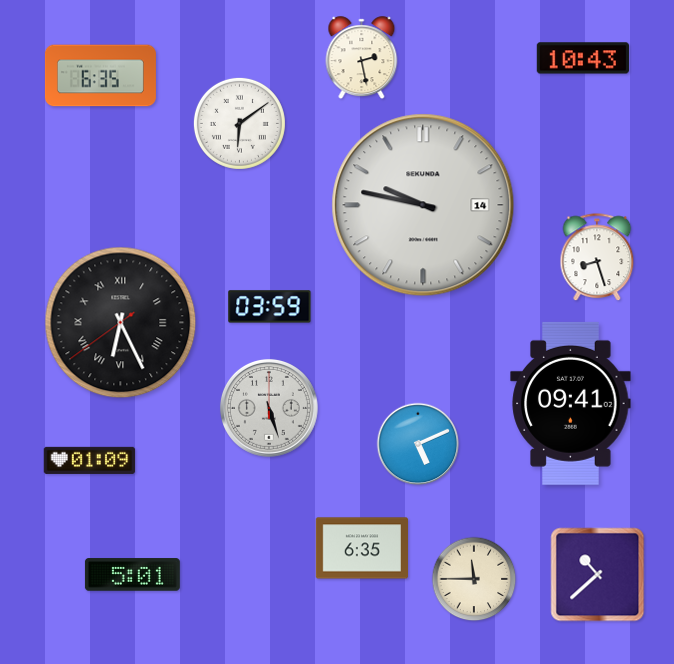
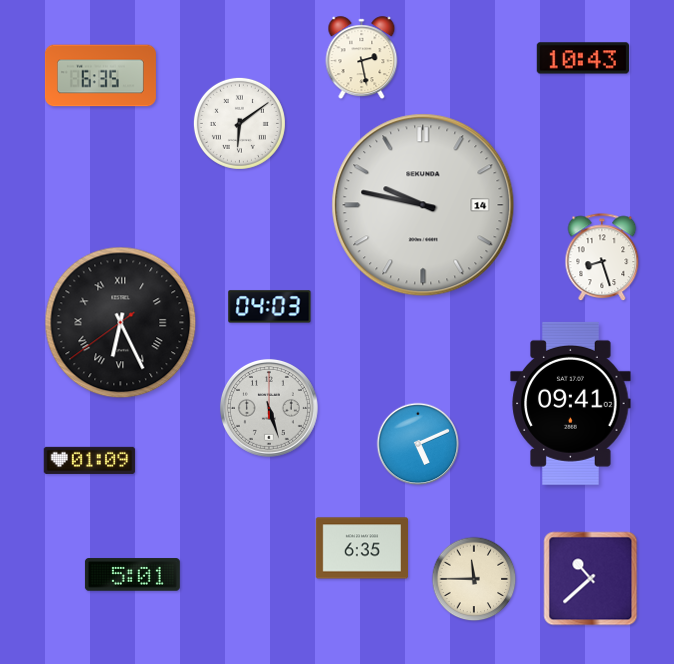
clock at (597, 258) position: (597, 258) -> (602, 258)
clock at (270, 307): 03:59 -> 04:03
clock at (598, 575) position: (598, 575) -> (591, 579)
